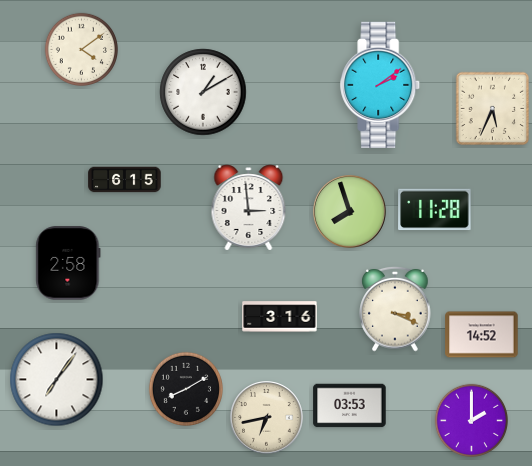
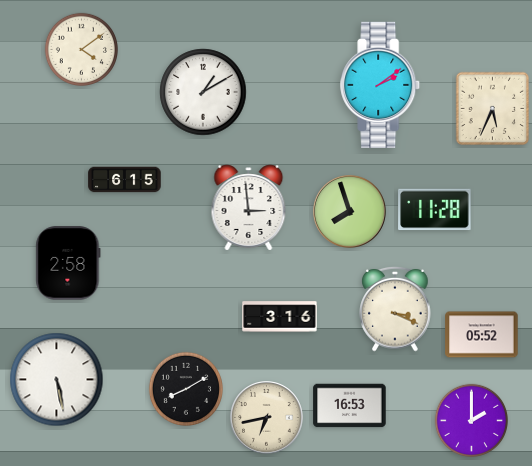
clock at (482, 335): 14:52 -> 05:52
clock at (57, 380): 7:06 -> 5:28
clock at (350, 406): 03:53 -> 16:53
